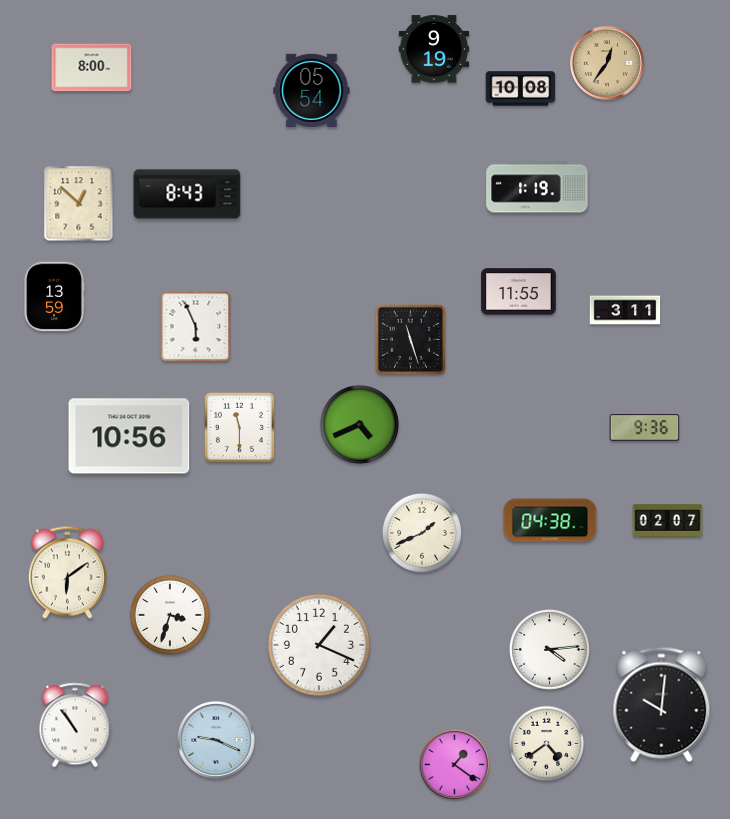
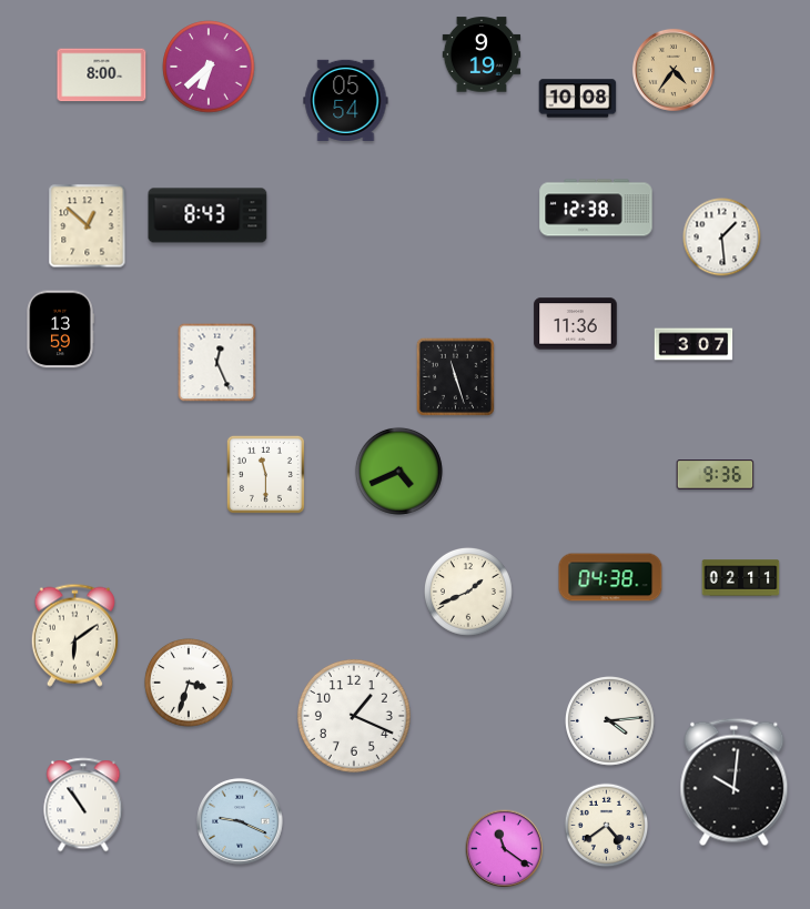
clock at (209, 67): none -> 6:38
clock at (607, 63): 12:36 -> 4:36
clock at (537, 187): 1:19 -> 12:38
clock at (722, 238): none -> 1:29
clock at (519, 292): 11:55 -> 11:36
clock at (625, 310): 3:11 -> 3:07
clock at (196, 327): 5:56 -> 12:26
clock at (129, 436): 10:56 -> none
clock at (668, 521): 02:07 -> 02:11
clock at (455, 765): 1:21 -> 11:21
